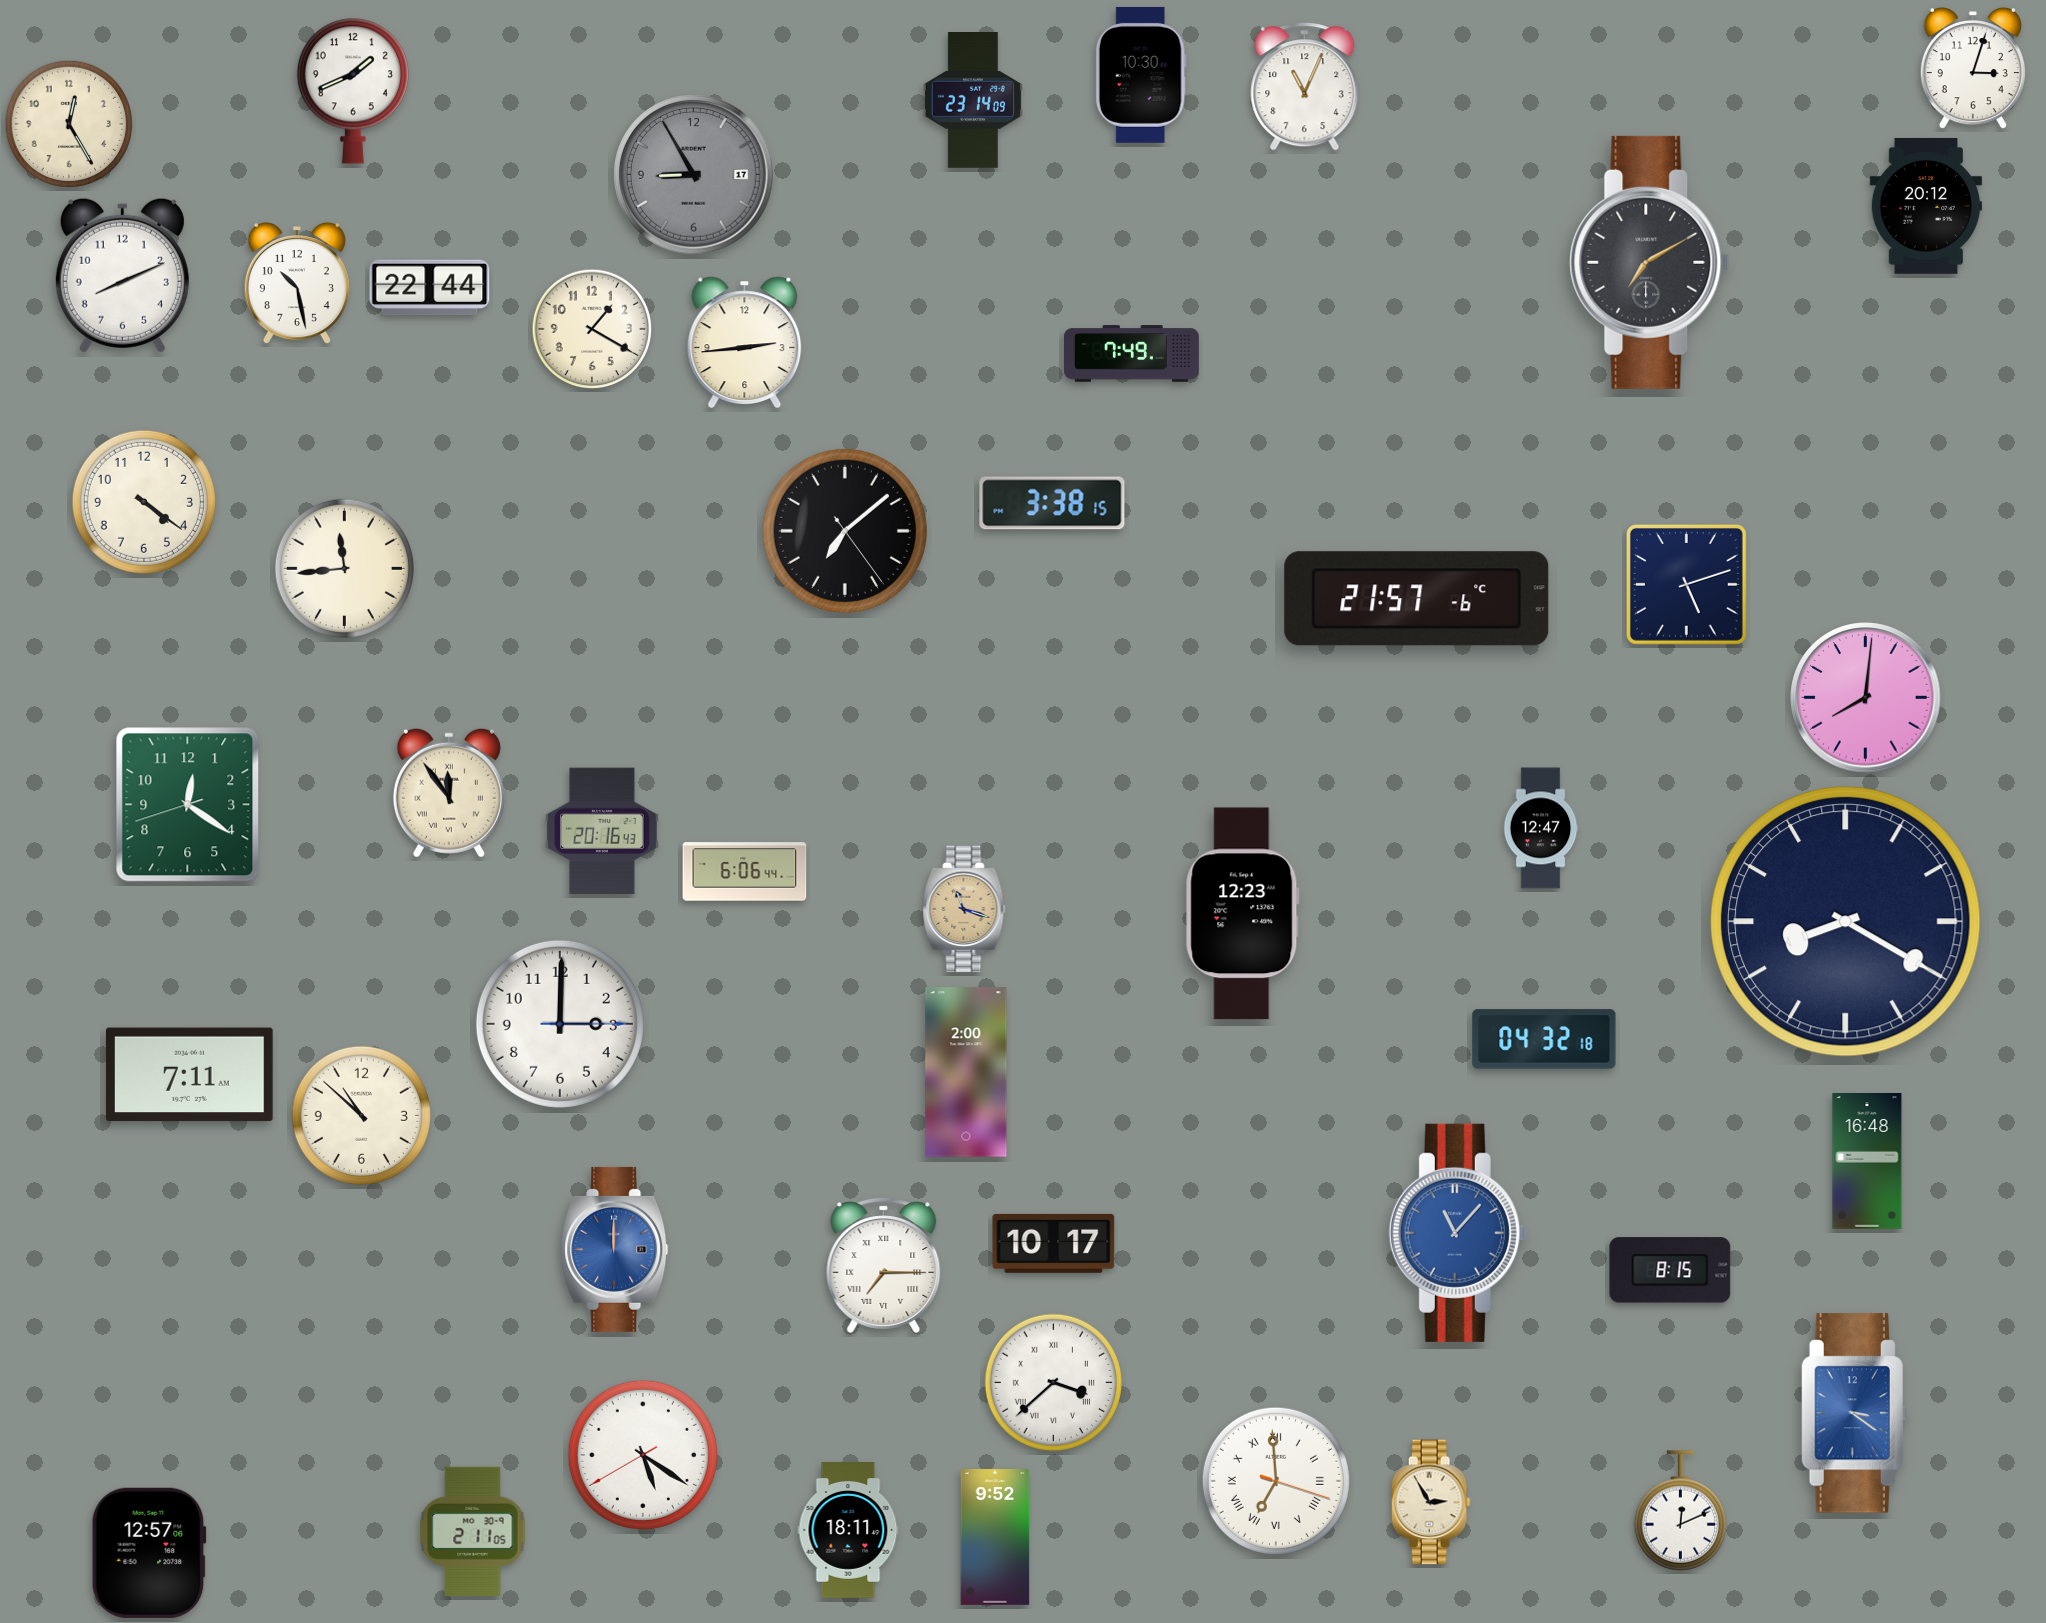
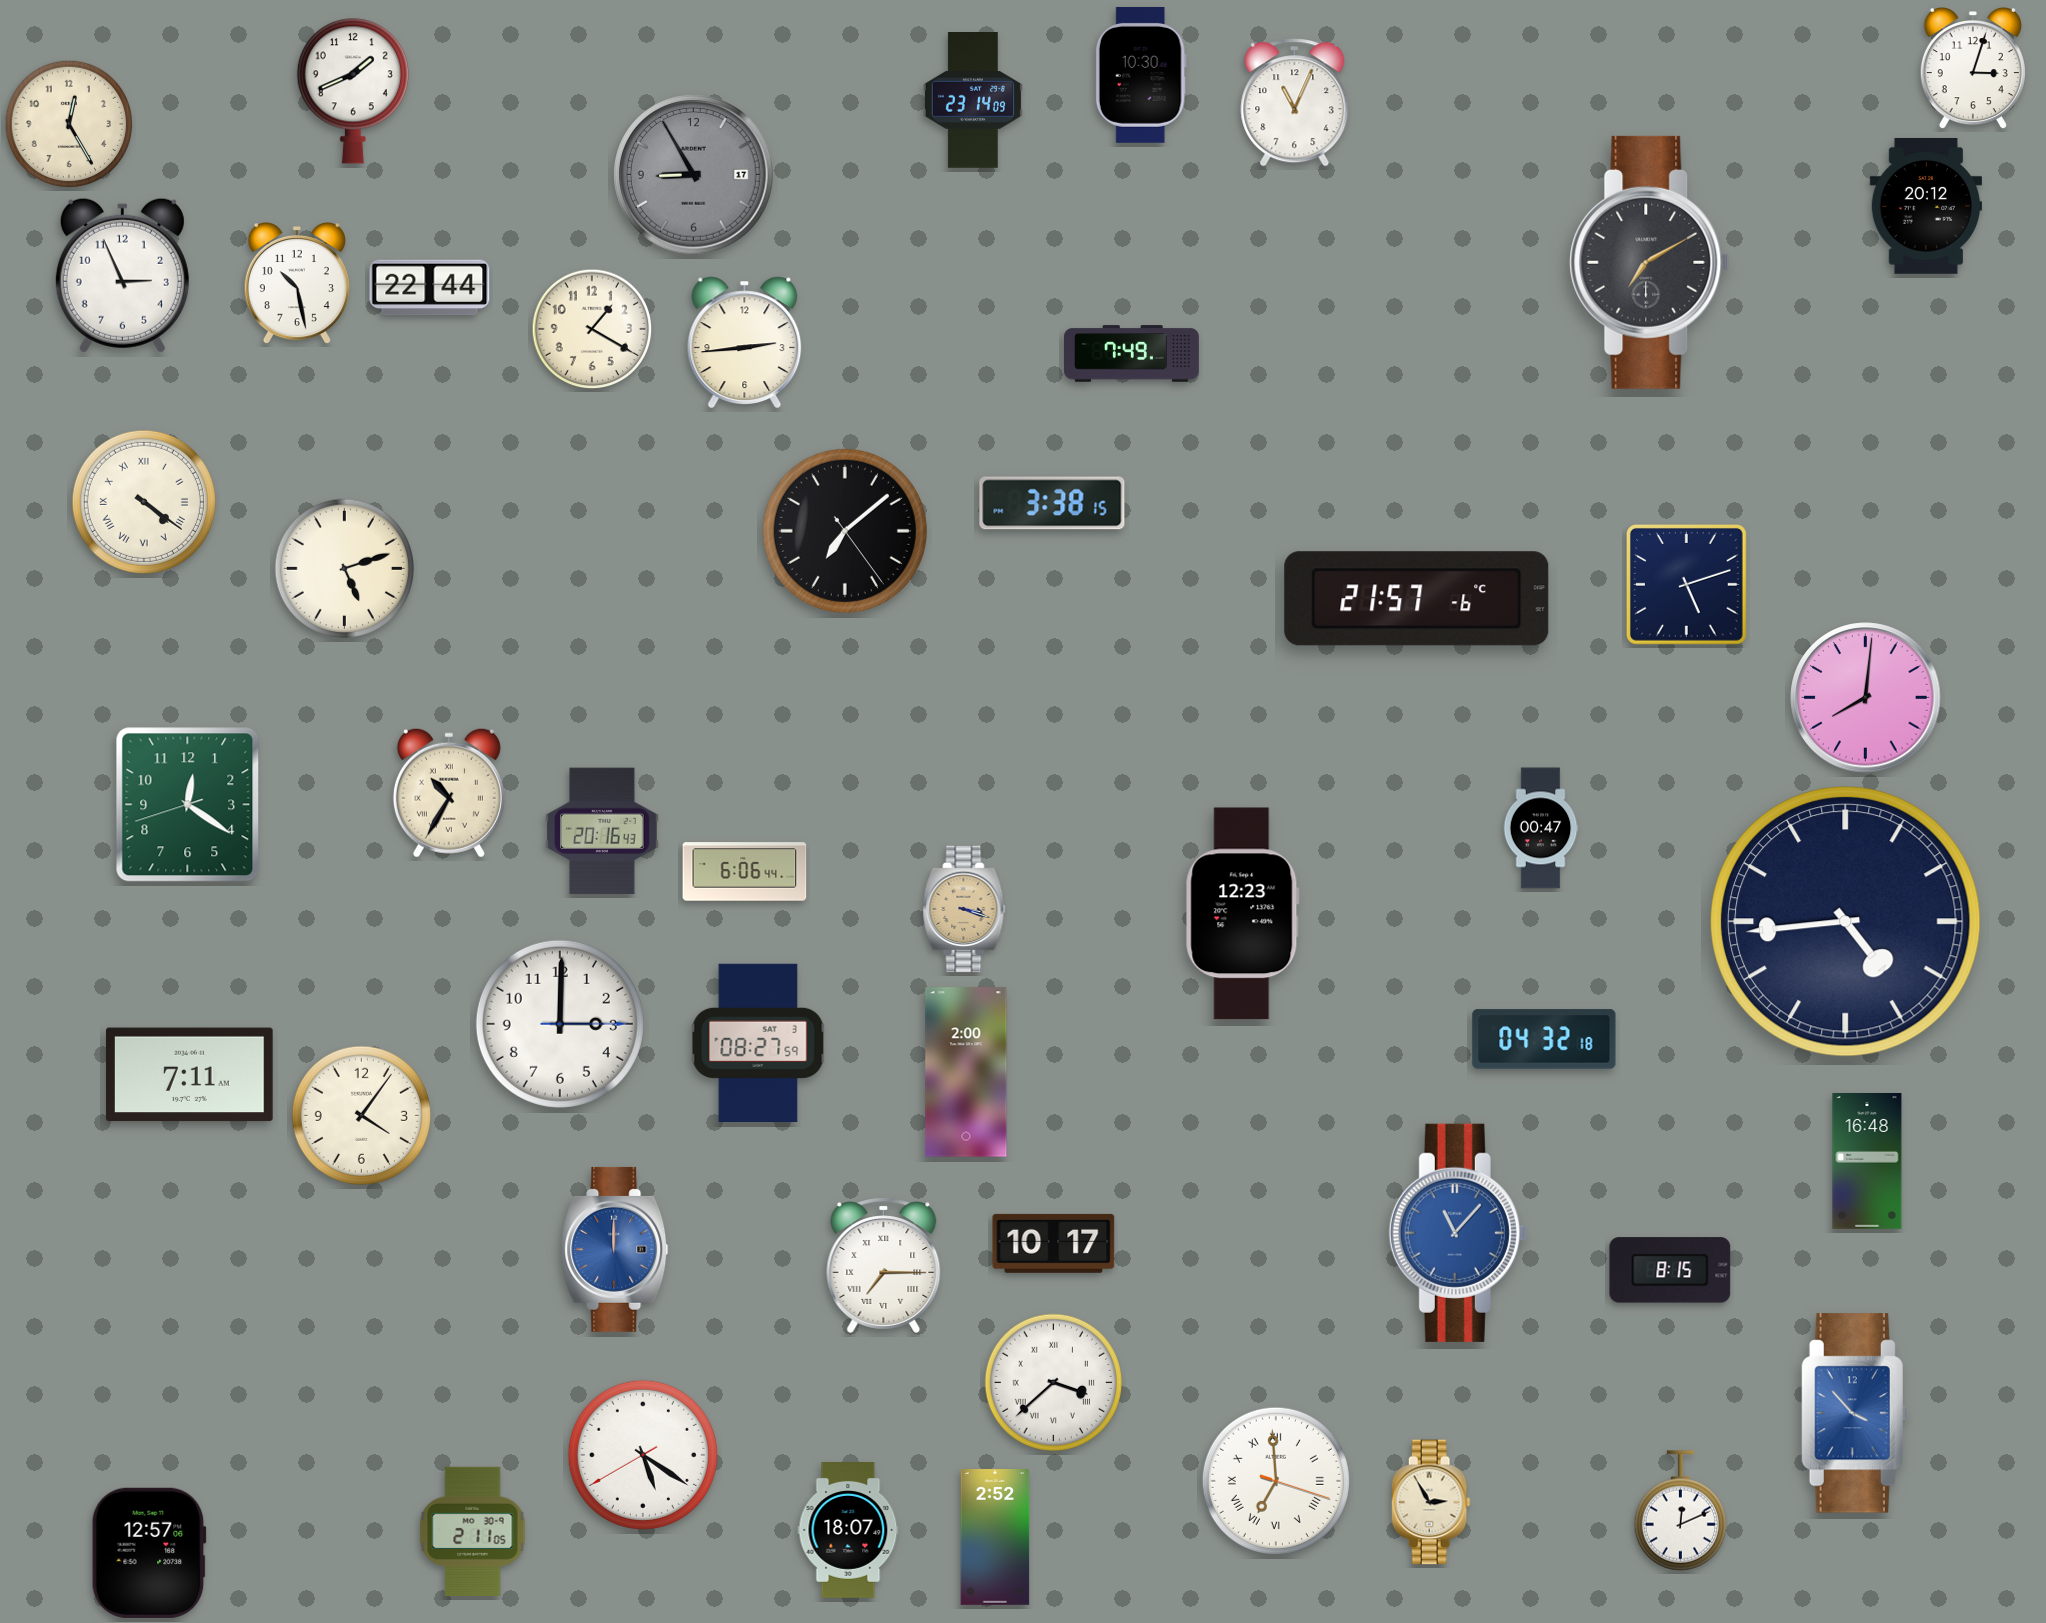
clock at (1305, 87) position: (1305, 87) -> (1295, 103)
clock at (122, 275): 8:11 -> 2:56
clock at (144, 502) numerals: Arabic -> Roman
clock at (344, 568): 11:44 -> 5:12
clock at (449, 793): 11:54 -> 10:35
clock at (1541, 828): 12:47 -> 00:47
clock at (964, 909): 11:18 -> 3:18
clock at (1846, 922): 8:20 -> 4:44
clock at (758, 1042): none -> 08:27
clock at (361, 1115): 10:52 -> 4:06
clock at (1855, 1413): 3:21 -> 3:53
clock at (848, 1531): 18:11 -> 18:07
clock at (995, 1538): 9:52 -> 2:52
